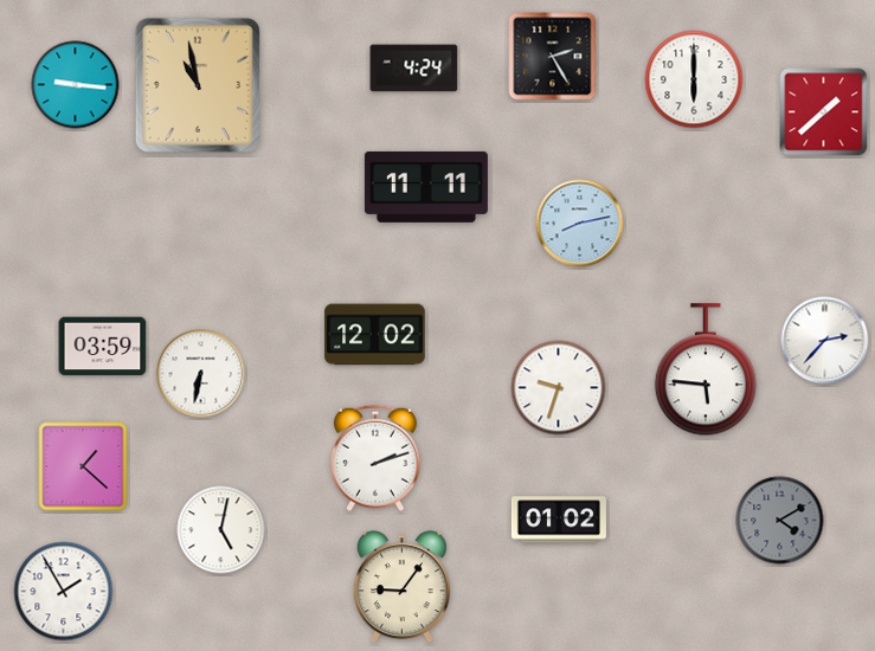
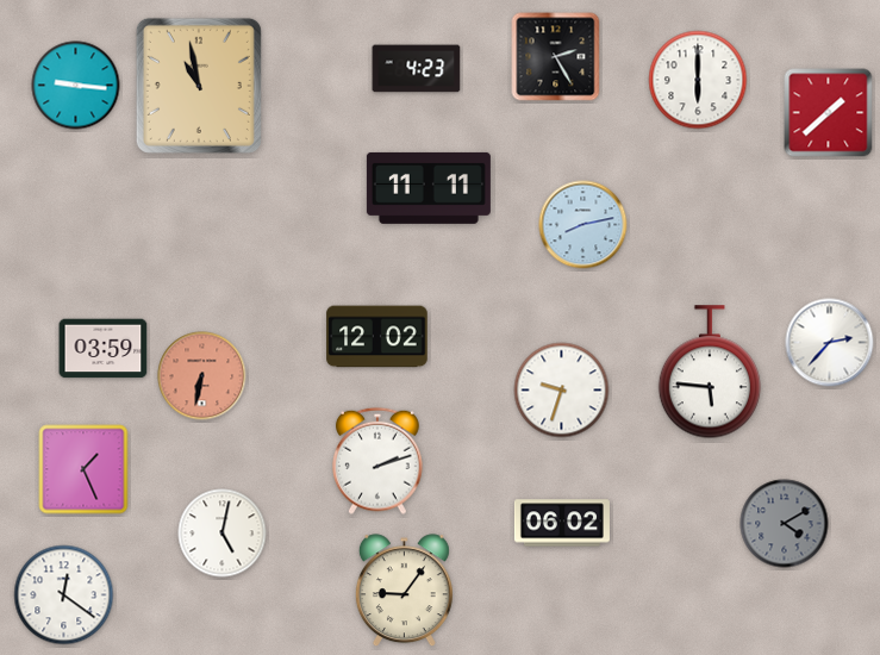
clock at (414, 69): 4:24 -> 4:23
clock at (201, 374) dial: white -> salmon
clock at (83, 466): 1:22 -> 1:26
clock at (559, 520): 01:02 -> 06:02
clock at (64, 592): 1:55 -> 12:21
